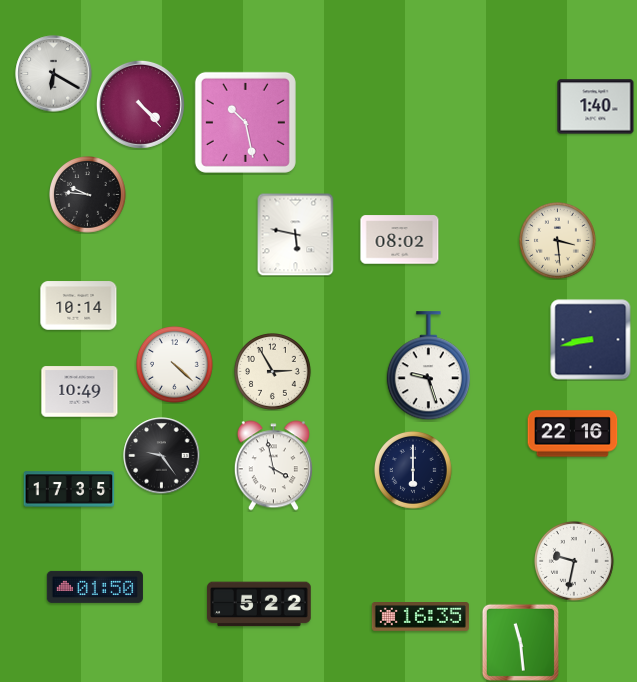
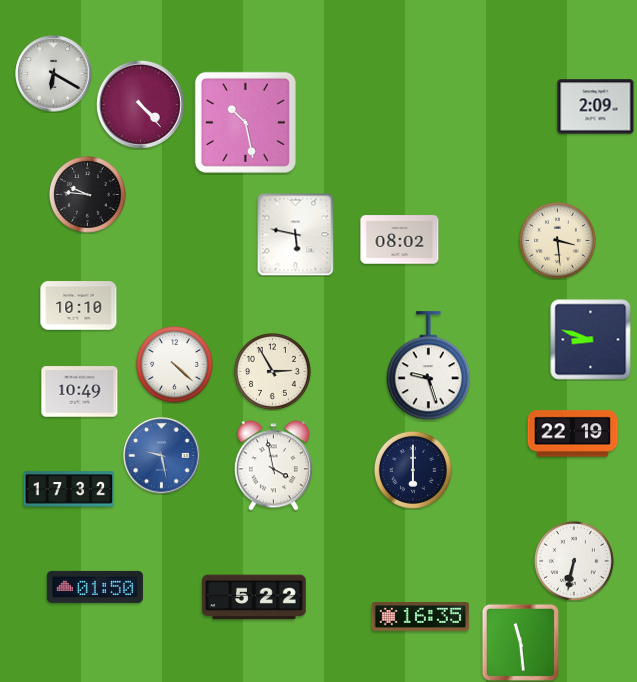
clock at (596, 107): 1:40 -> 2:09
clock at (79, 306): 10:14 -> 10:10
clock at (591, 340): 8:43 -> 8:48
clock at (573, 434): 22:16 -> 22:19
clock at (162, 456): 9:24 -> 9:28
clock at (162, 456) dial: black -> blue
clock at (69, 489): 17:35 -> 17:32
clock at (574, 561): 9:32 -> 6:32
clock at (259, 604) position: (259, 604) -> (254, 597)
